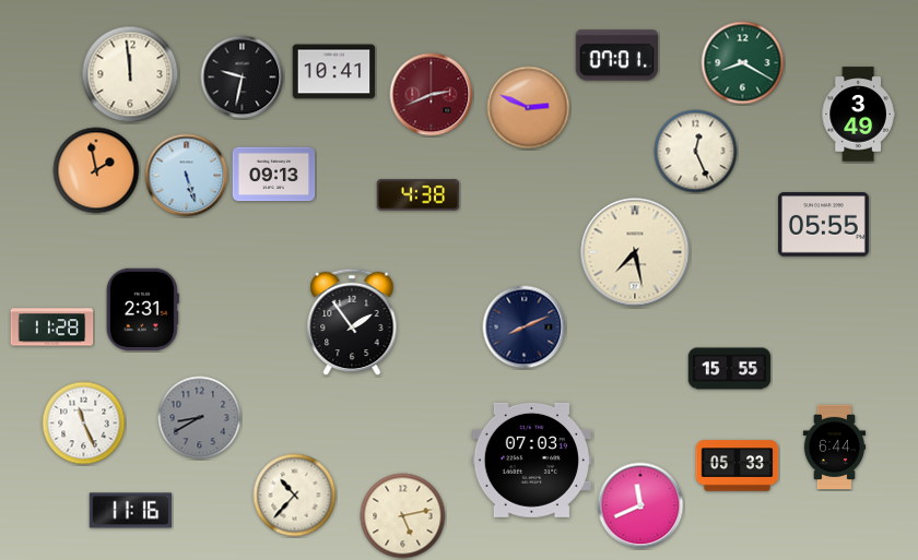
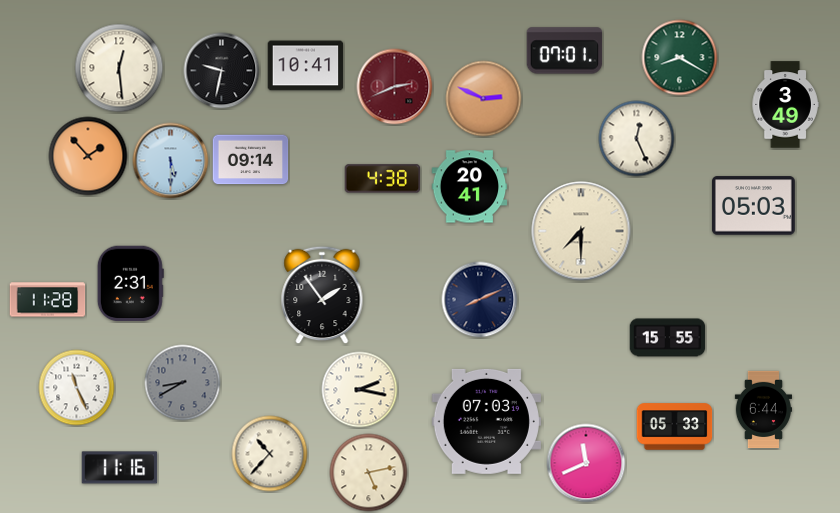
clock at (130, 74): 11:59 -> 12:29
clock at (96, 170): 1:58 -> 1:53
clock at (274, 175): 09:13 -> 09:14
clock at (187, 176): 5:27 -> 5:30
clock at (470, 187): none -> 20:41
clock at (824, 225): 05:55 -> 05:03
clock at (635, 252): 7:28 -> 7:30
clock at (360, 390): none -> 2:17
